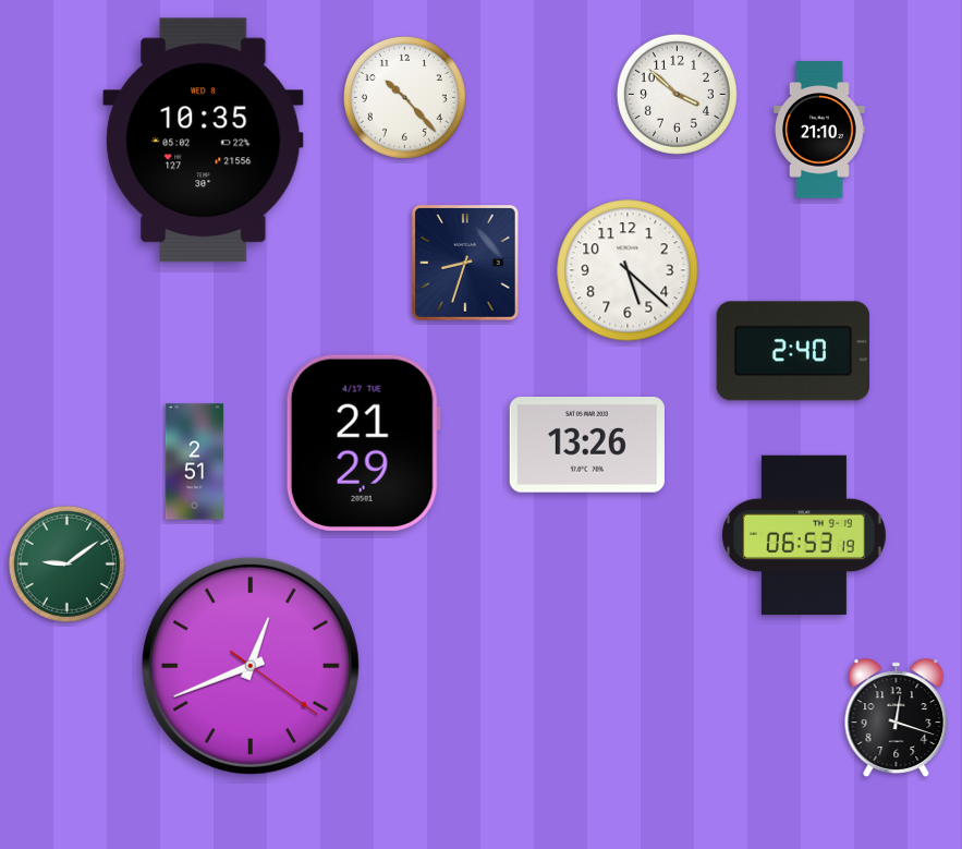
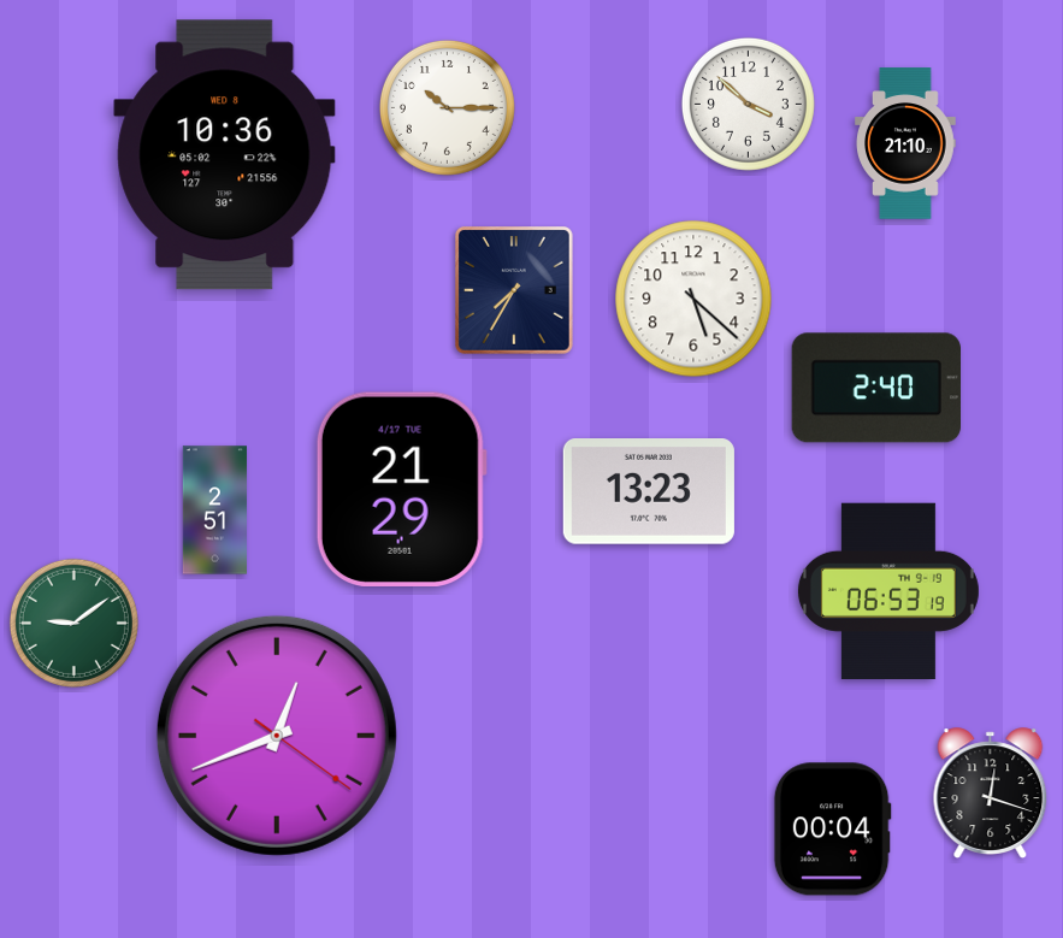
clock at (404, 97): 10:23 -> 10:15
clock at (204, 141): 10:35 -> 10:36
clock at (466, 264): 8:33 -> 7:35
clock at (587, 446): 13:26 -> 13:23
clock at (832, 830): none -> 00:04
